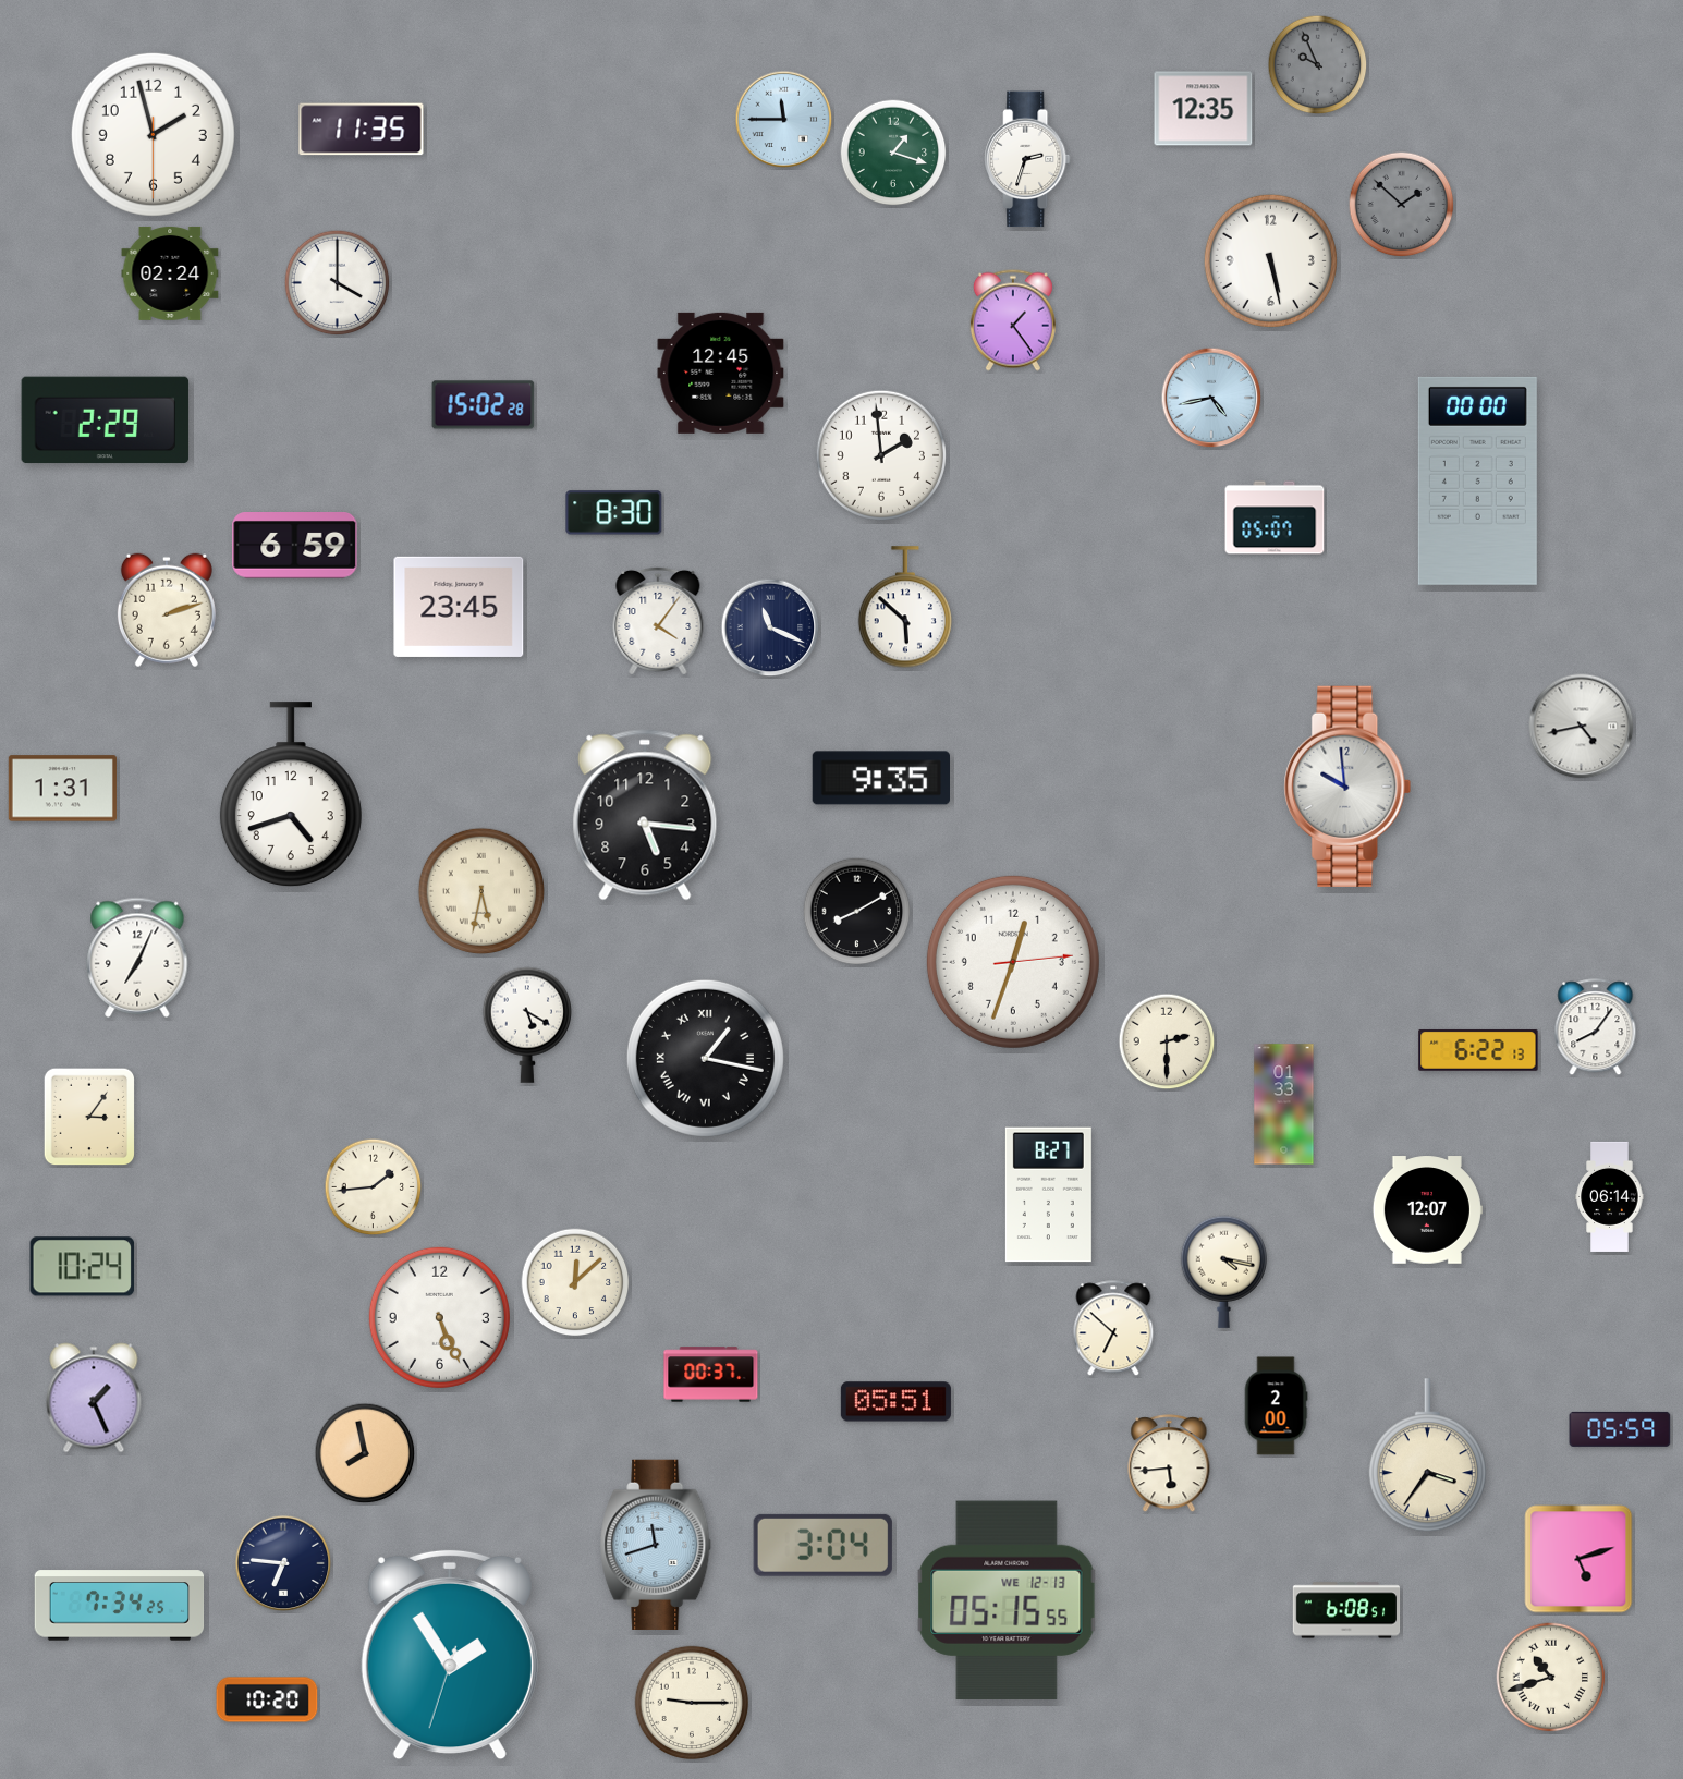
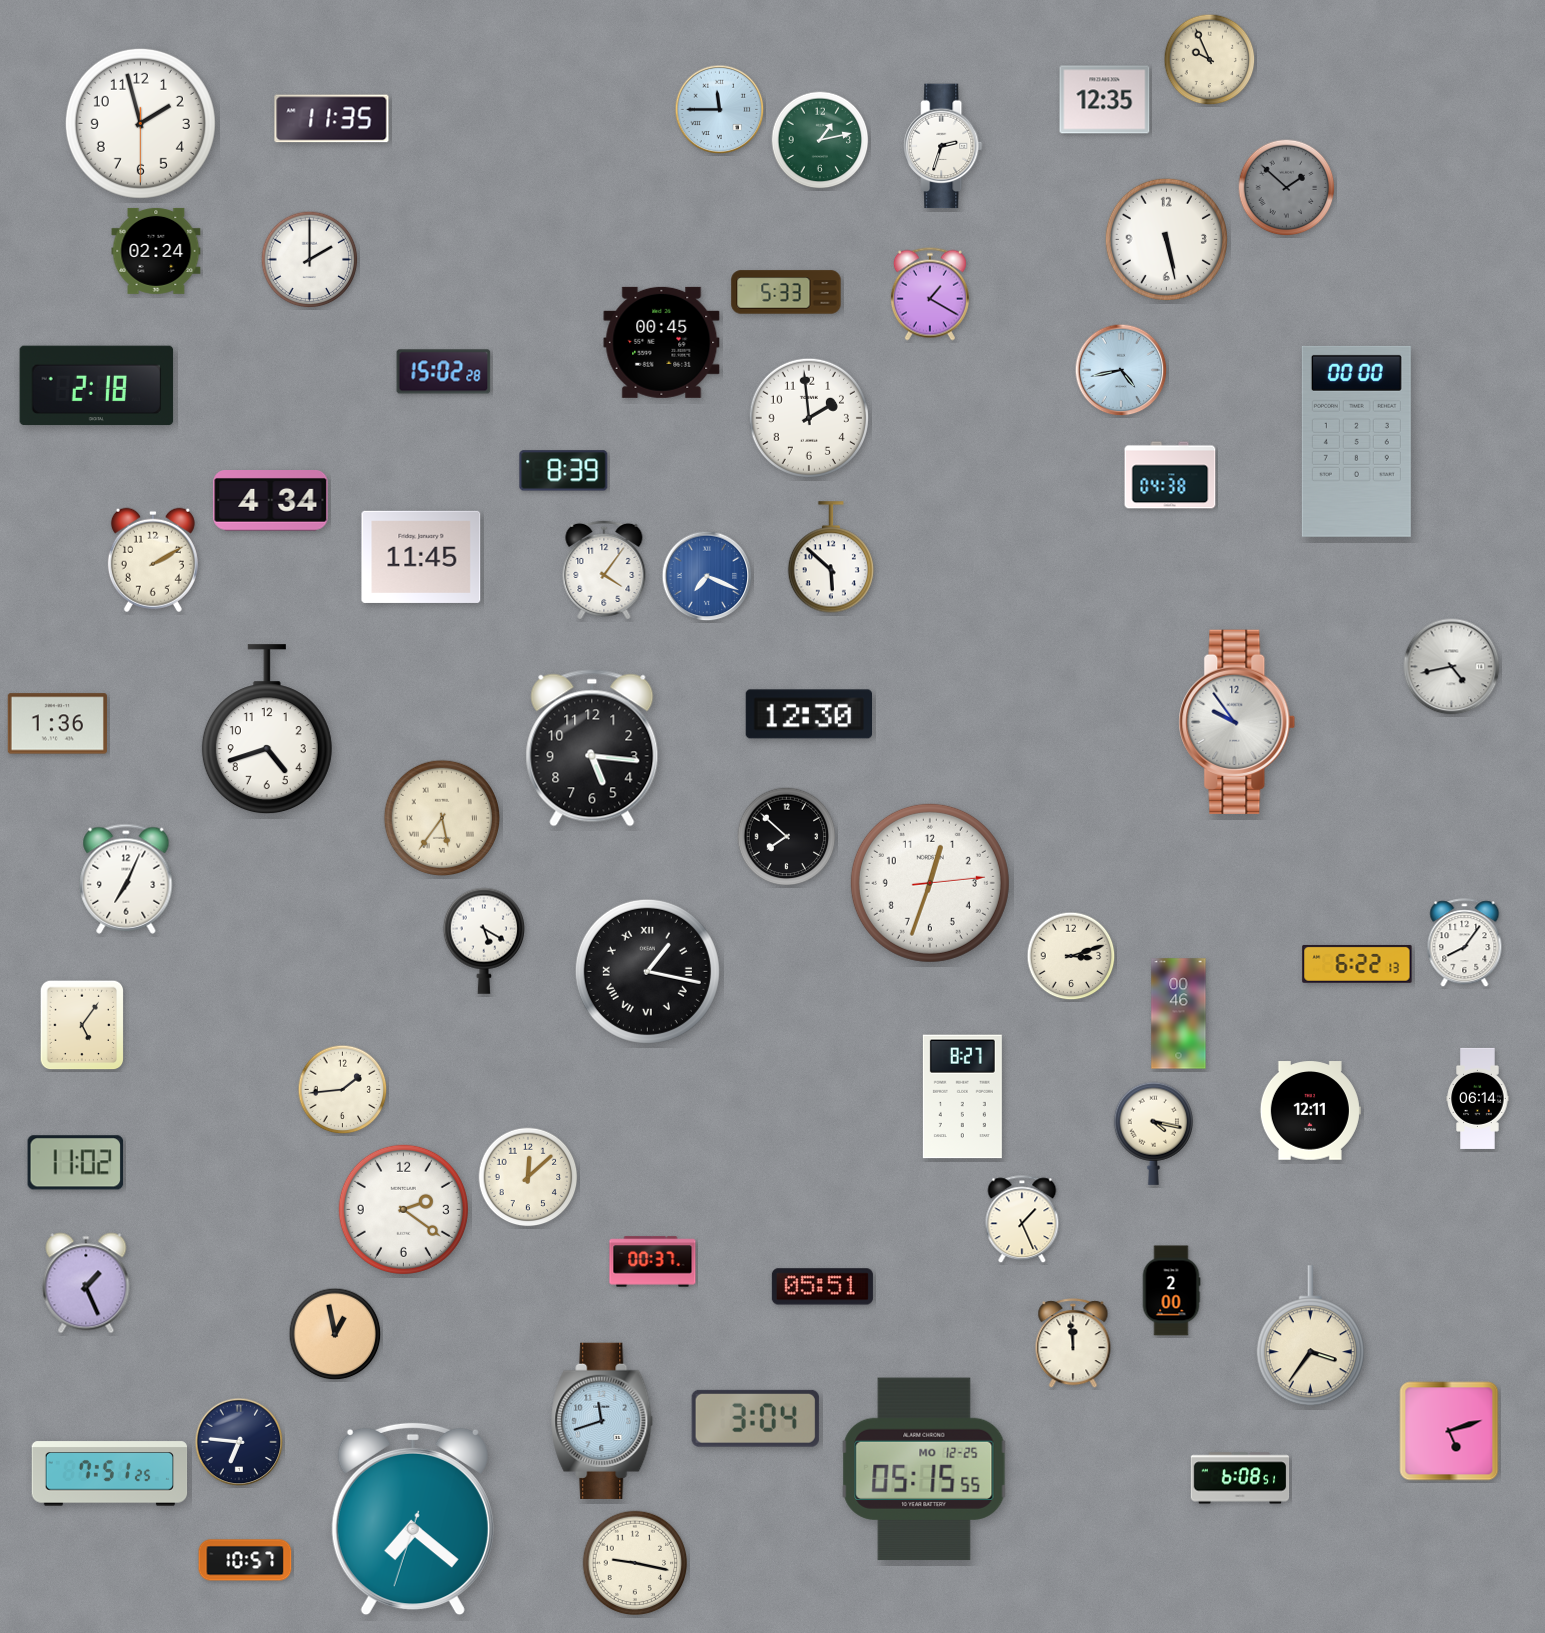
clock at (1318, 65) dial: grey -> cream
clock at (893, 153): 1:18 -> 1:13
clock at (338, 283): 4:00 -> 2:00
clock at (786, 292): none -> 5:33
clock at (1013, 320): 1:24 -> 1:20
clock at (721, 373): 12:45 -> 00:45
clock at (1211, 398) position: (1211, 398) -> (1121, 370)
clock at (106, 421): 2:29 -> 2:18
clock at (614, 513): 8:30 -> 8:39
clock at (1275, 517): 05:07 -> 04:38
clock at (295, 546): 6:59 -> 4:34
clock at (459, 607): 23:45 -> 11:45
clock at (167, 610): 2:12 -> 2:10
clock at (770, 627): 11:19 -> 7:19
clock at (770, 627) dial: navy -> blue
clock at (880, 778): 9:35 -> 12:30
clock at (1347, 787): 9:59 -> 9:54
clock at (62, 789): 1:31 -> 1:36
clock at (480, 890): 5:32 -> 5:36
clock at (857, 912): 8:10 -> 7:52
clock at (1167, 1041): 2:30 -> 3:12
clock at (1284, 1105): 01:33 -> 00:46
clock at (89, 1117): 3:06 -> 5:06
clock at (1427, 1210): 12:07 -> 12:11
clock at (83, 1267): 10:24 -> 11:02
clock at (1223, 1271) position: (1223, 1271) -> (1153, 1133)
clock at (439, 1317): 5:26 -> 2:21
clock at (1113, 1329): 6:52 -> 1:26
clock at (1620, 1429): 05:59 -> none
clock at (365, 1453): 7:58 -> 12:58
clock at (1169, 1464): 5:44 -> 11:59
clock at (657, 1545) position: (657, 1545) -> (603, 1421)
clock at (283, 1563) position: (283, 1563) -> (239, 1442)
clock at (1007, 1600) date: WE 12-13 -> MO 12-25
clock at (120, 1606): 7:34 -> 7:51
clock at (1346, 1610) position: (1346, 1610) -> (1240, 1478)
clock at (450, 1655): 1:54 -> 7:21
clock at (1551, 1678): 10:42 -> none
clock at (267, 1699): 10:20 -> 10:57
clock at (692, 1703): 9:15 -> 9:17
